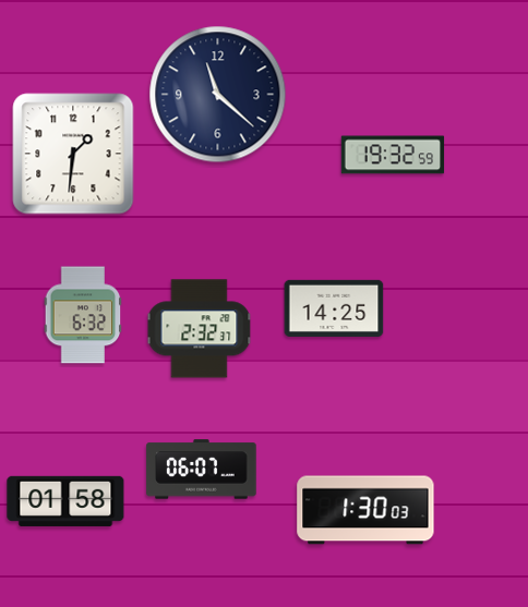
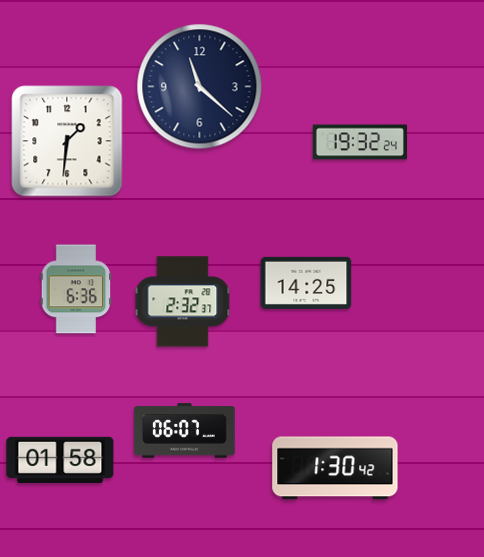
clock at (393, 155): 19:32:59 -> 19:32:24
clock at (83, 315): 6:32 -> 6:36
clock at (365, 510): 1:30:03 -> 1:30:42
